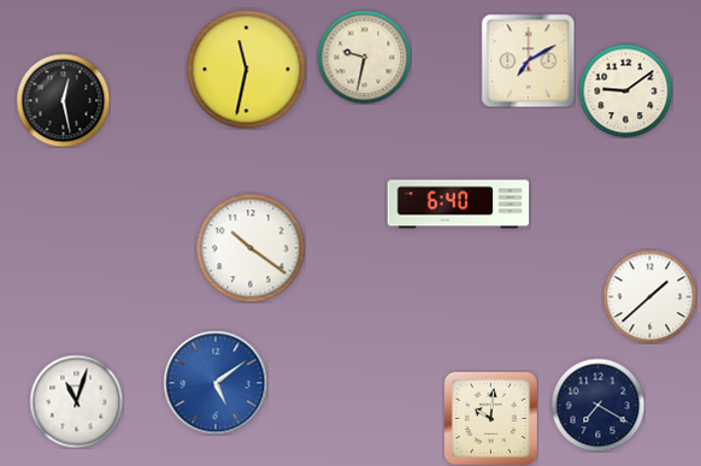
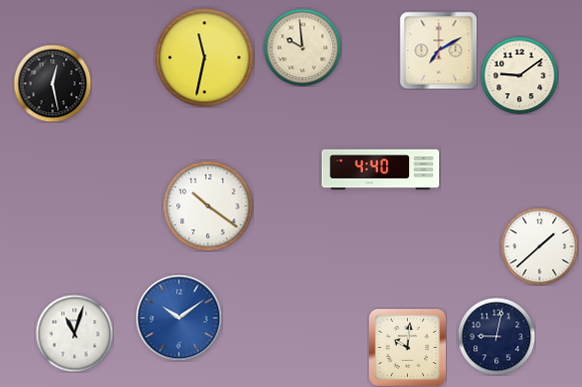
clock at (364, 57): 9:32 -> 9:59
clock at (459, 205): 6:40 -> 4:40
clock at (216, 383): 5:09 -> 10:09
clock at (76, 401) position: (76, 401) -> (74, 333)
clock at (597, 405): 7:20 -> 9:02
